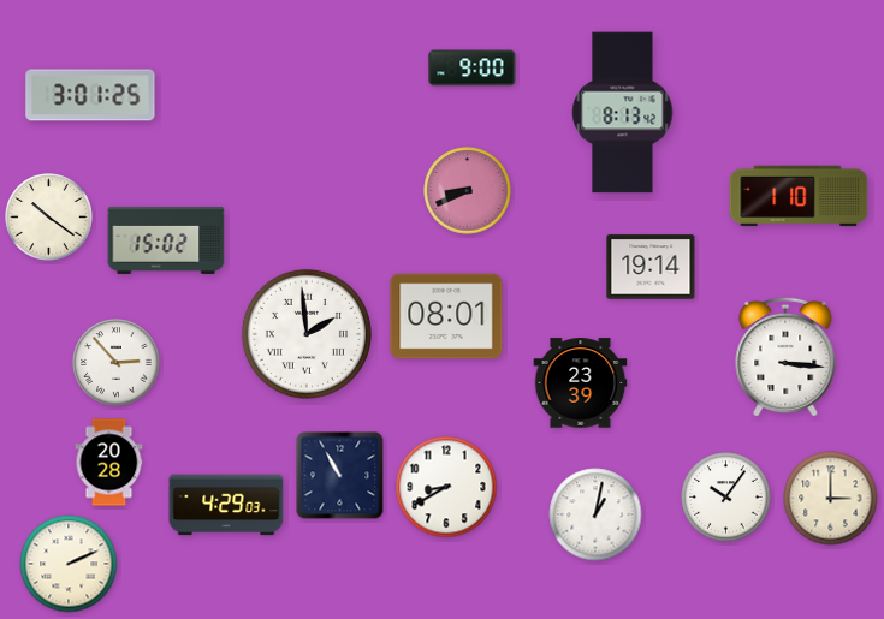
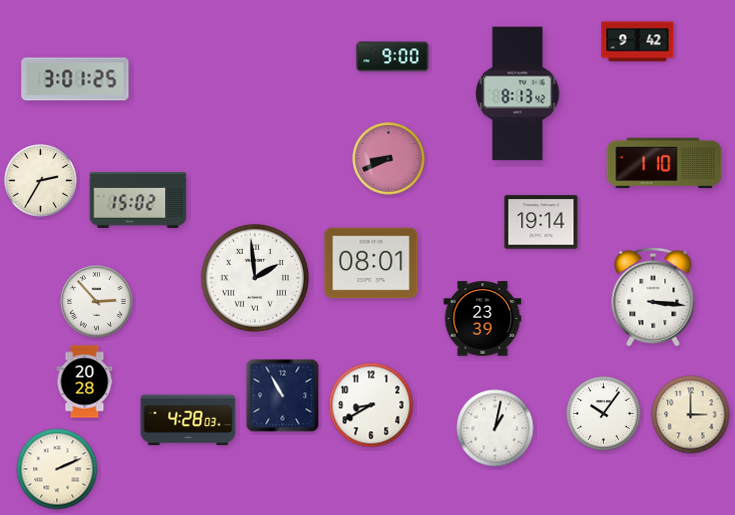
clock at (638, 42): none -> 9:42
clock at (49, 218): 10:21 -> 2:35
clock at (109, 463) position: (109, 463) -> (85, 382)
clock at (226, 505): 4:29 -> 4:28
